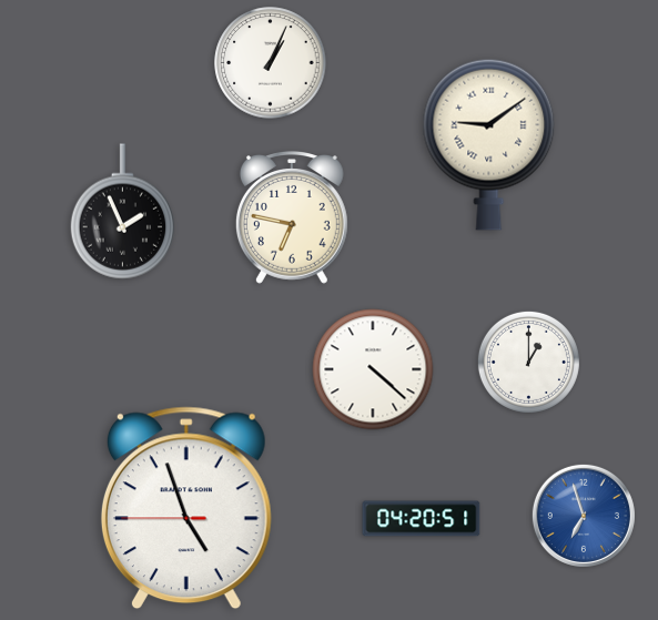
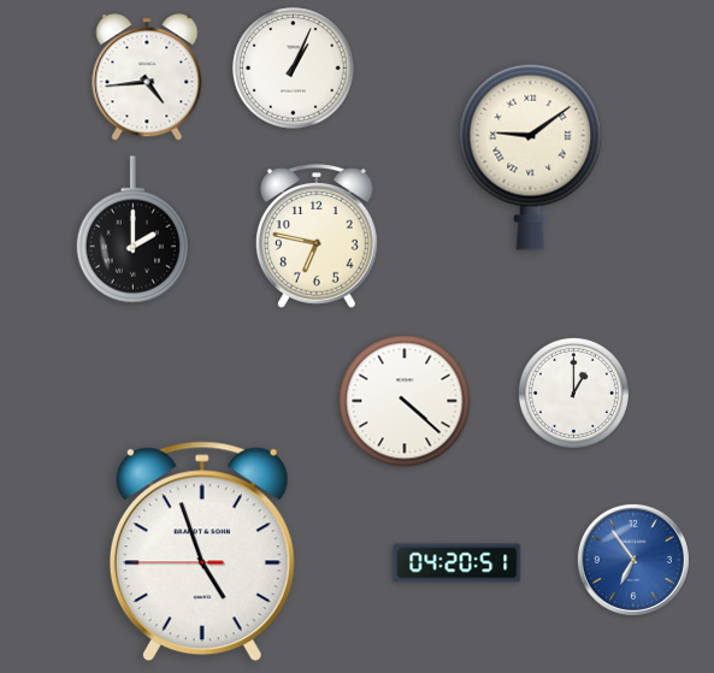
clock at (147, 77): none -> 4:44
clock at (123, 212): 1:56 -> 2:00
clock at (584, 516): 6:57 -> 6:54
